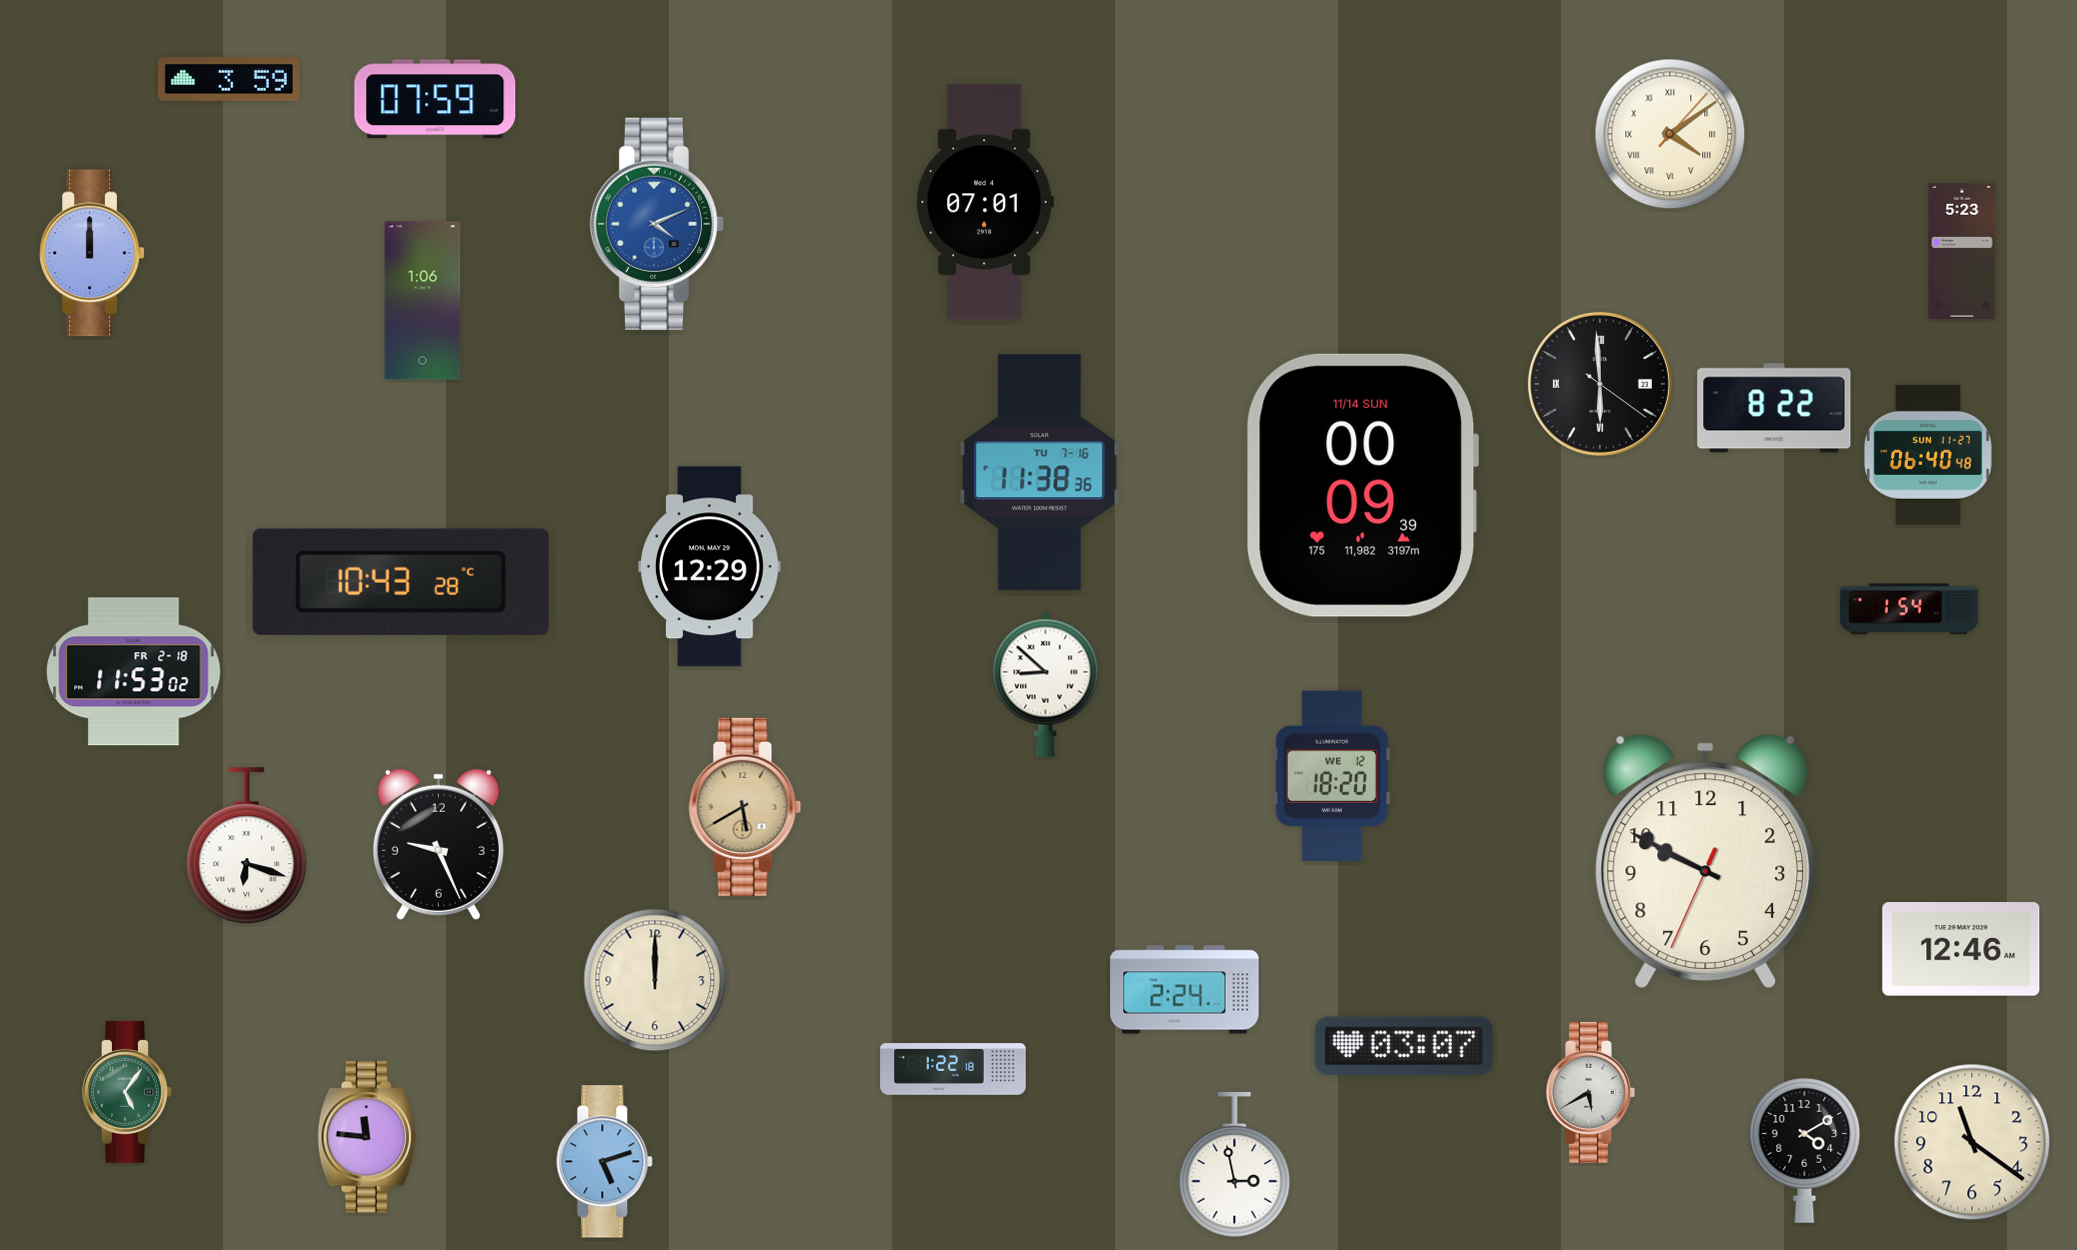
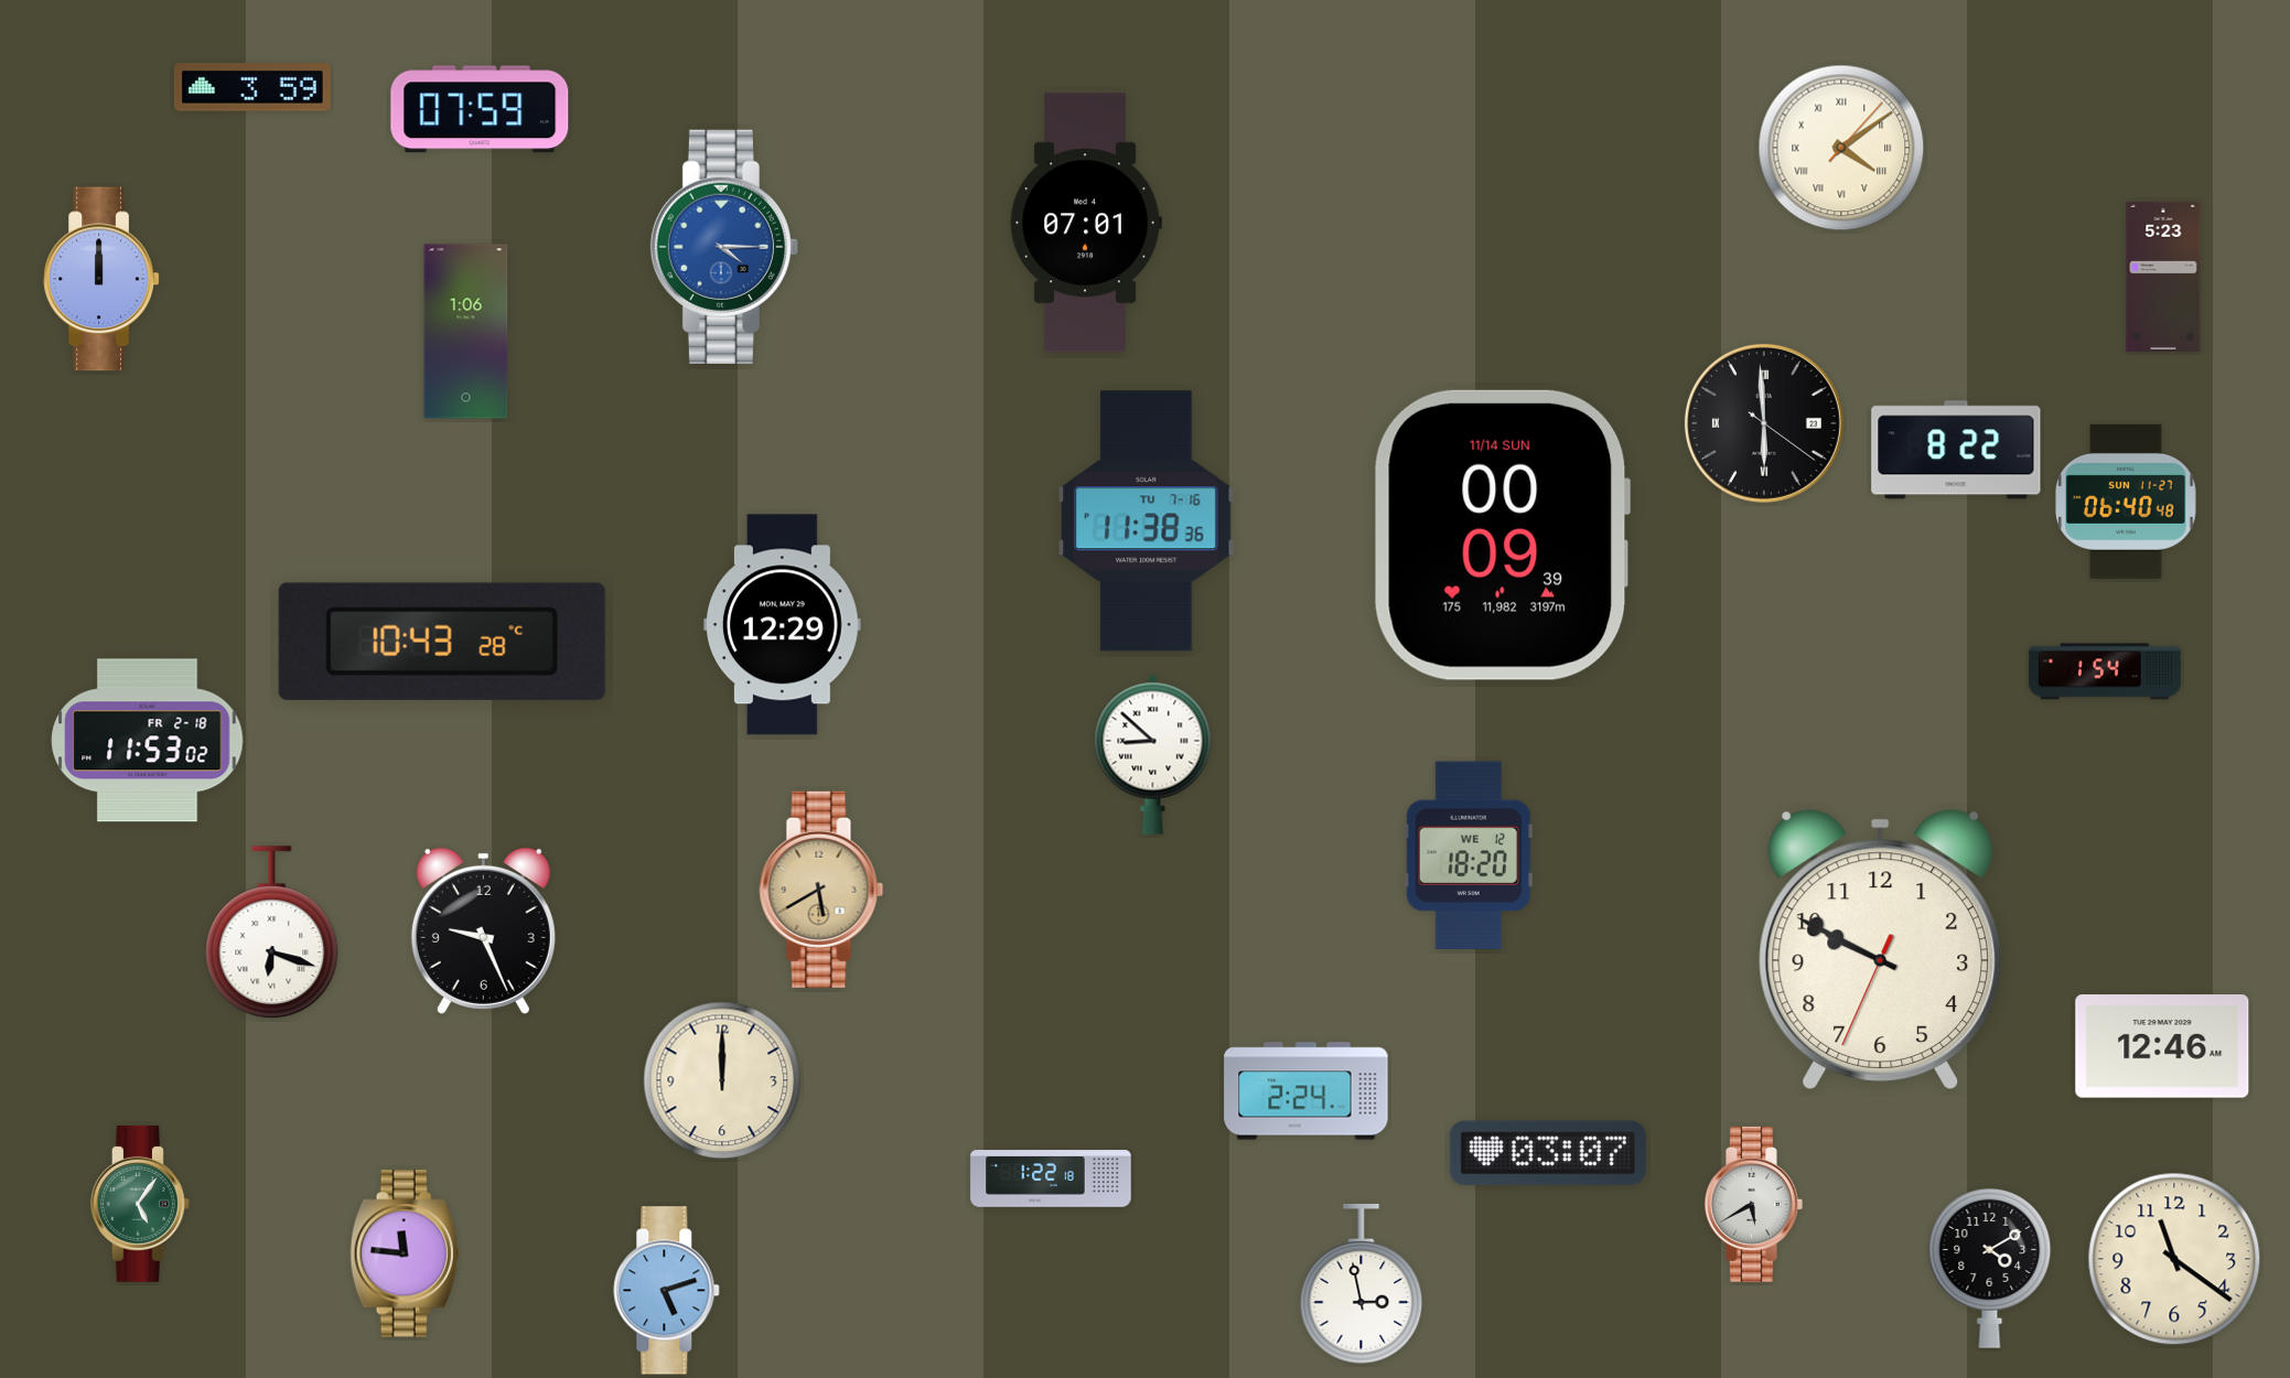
clock at (657, 224): 4:11 -> 4:15
clock at (605, 1162) position: (605, 1162) -> (667, 1291)
